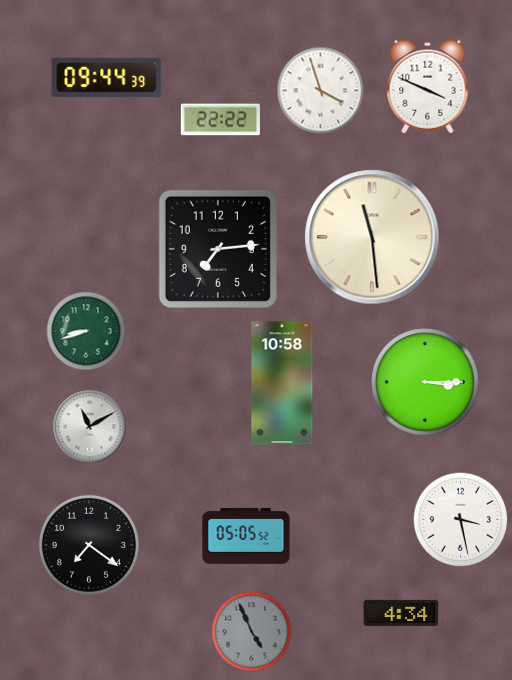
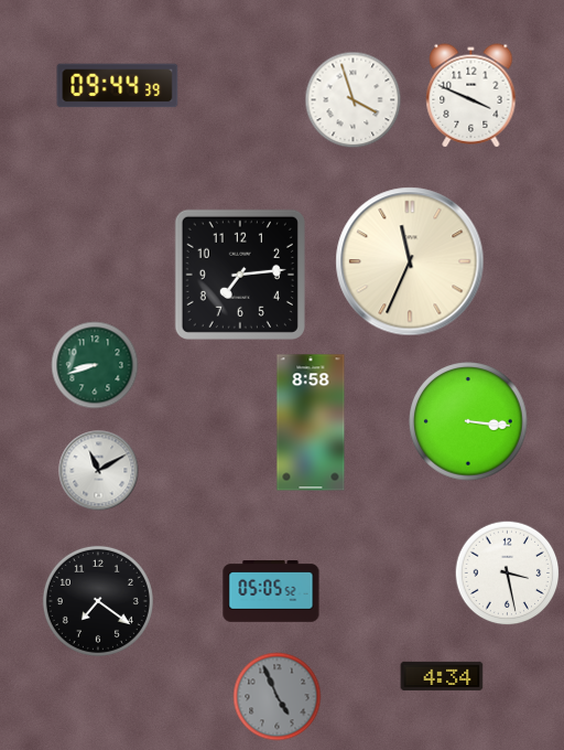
clock at (220, 120): 22:22 -> none
clock at (372, 237): 11:29 -> 11:34
clock at (425, 382): 3:15 -> 3:16
clock at (282, 383): 10:58 -> 8:58
